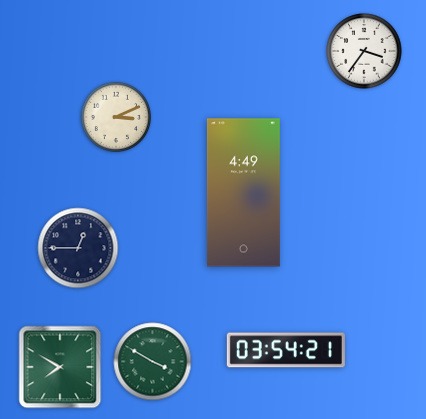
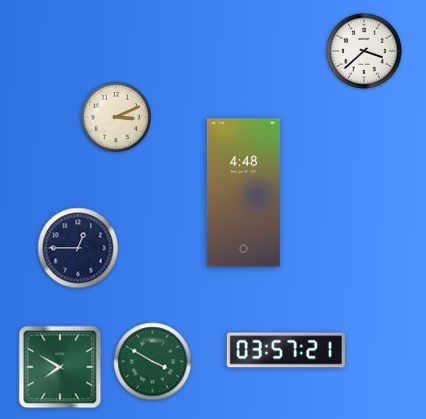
clock at (364, 51): 3:36 -> 3:38
clock at (243, 193): 4:49 -> 4:48
clock at (286, 350): 03:54 -> 03:57
